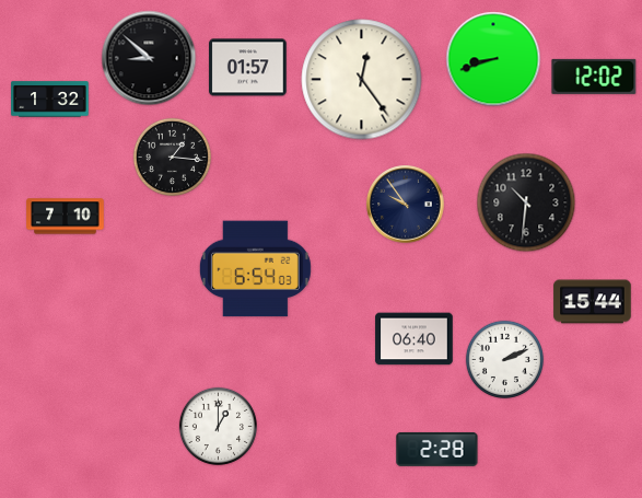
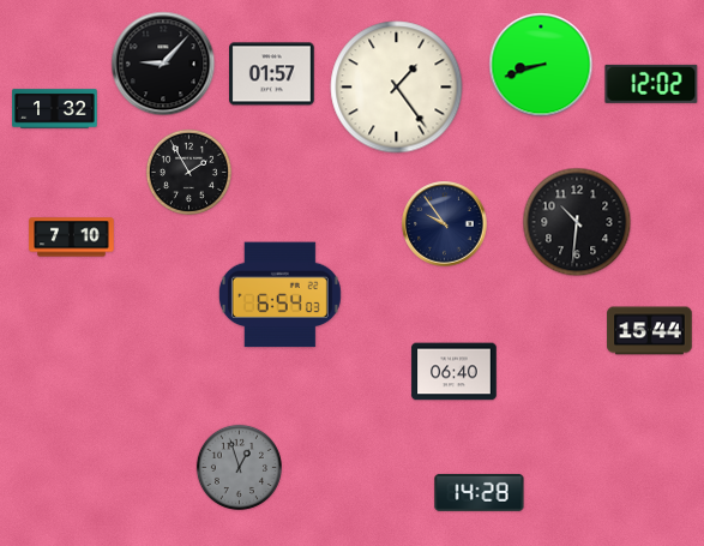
clock at (149, 58): 8:52 -> 9:07
clock at (362, 80): 12:24 -> 1:24
clock at (172, 157): 1:16 -> 1:55
clock at (504, 359): 2:11 -> none
clock at (218, 426): 1:00 -> 12:57
clock at (218, 426) dial: white -> grey
clock at (437, 449): 2:28 -> 14:28
